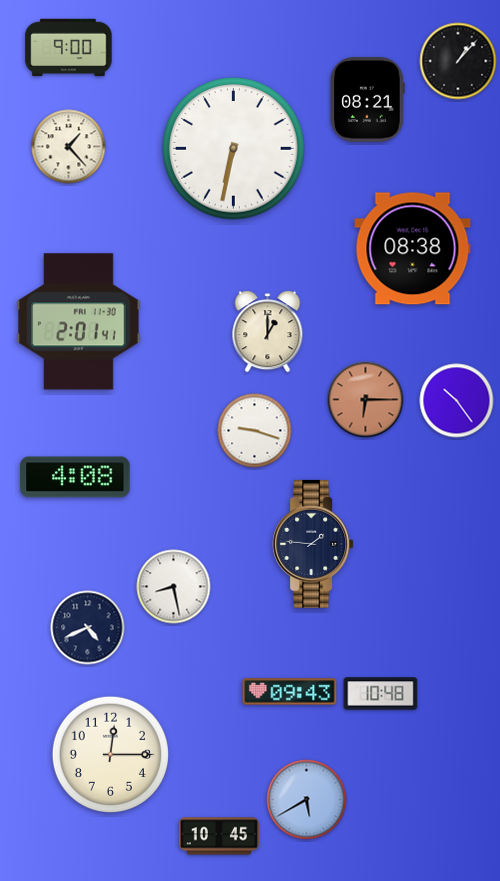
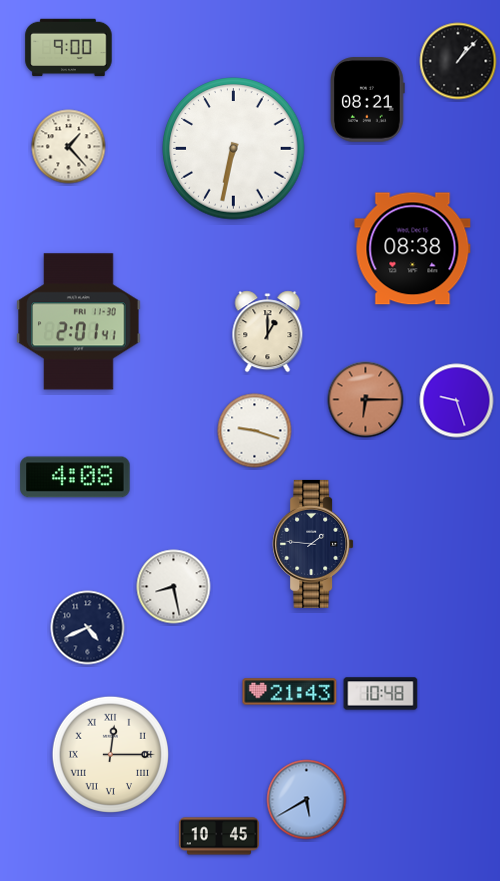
clock at (457, 401): 10:24 -> 9:27
clock at (290, 692): 09:43 -> 21:43
clock at (110, 754) numerals: Arabic -> Roman
